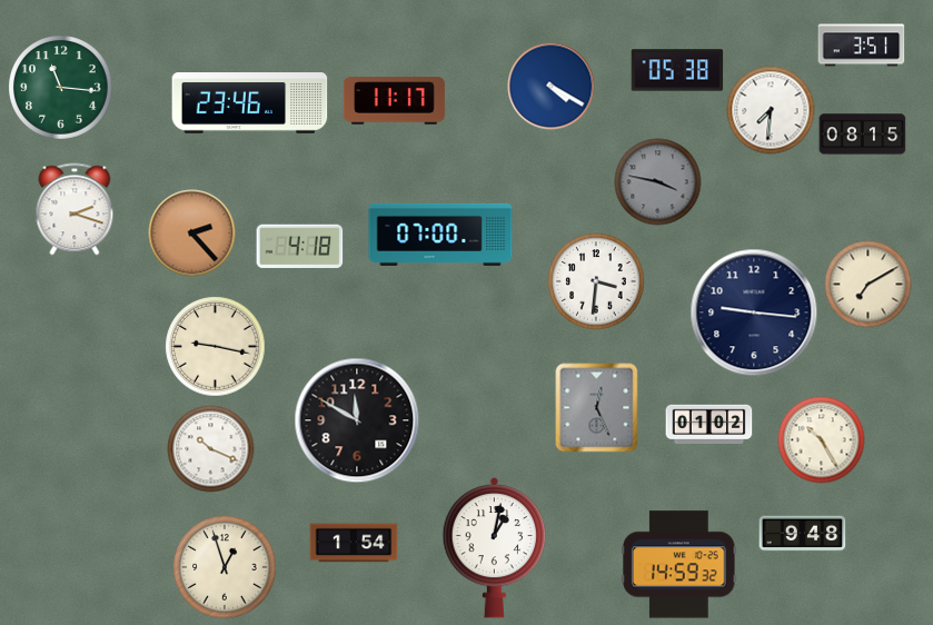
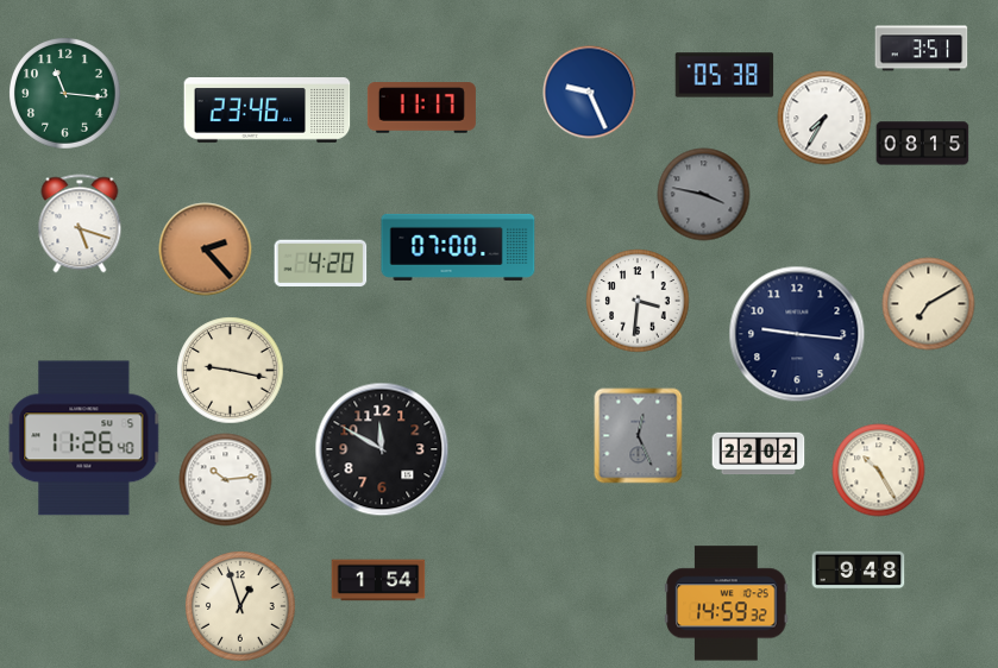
clock at (550, 86): 4:20 -> 9:26
clock at (771, 110): 7:31 -> 7:35
clock at (75, 209): 2:18 -> 5:18
clock at (440, 235) position: (440, 235) -> (458, 247)
clock at (299, 247): 4:18 -> 4:20
clock at (754, 312) position: (754, 312) -> (797, 334)
clock at (84, 439): none -> 11:26
clock at (708, 425): 01:02 -> 22:02
clock at (210, 448): 10:19 -> 10:14
clock at (495, 547): 1:02 -> none
